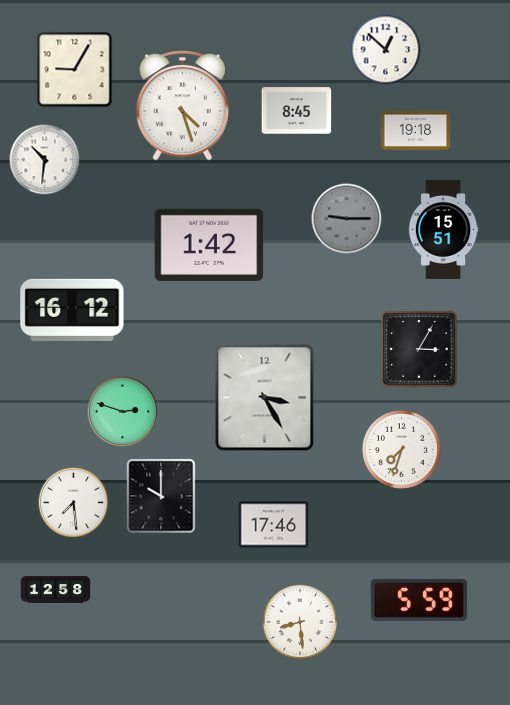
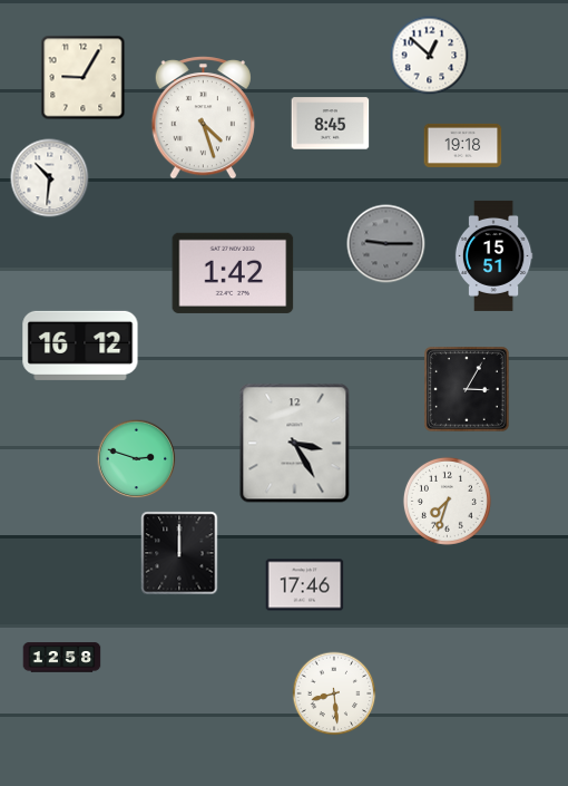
clock at (161, 496): 10:00 -> 12:00
clock at (74, 503): 7:29 -> none
clock at (419, 600): 5:59 -> none
